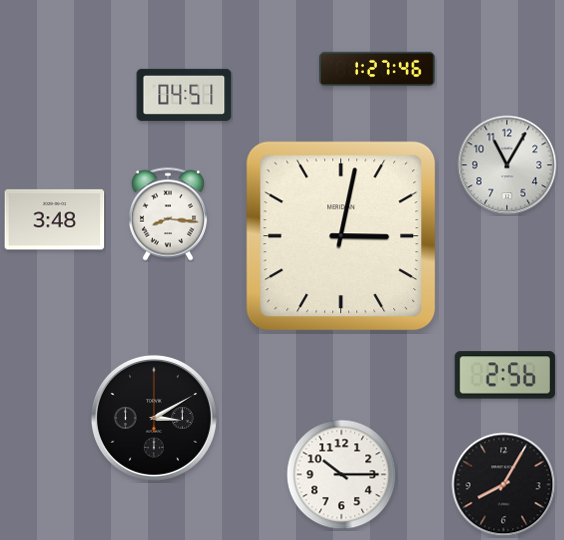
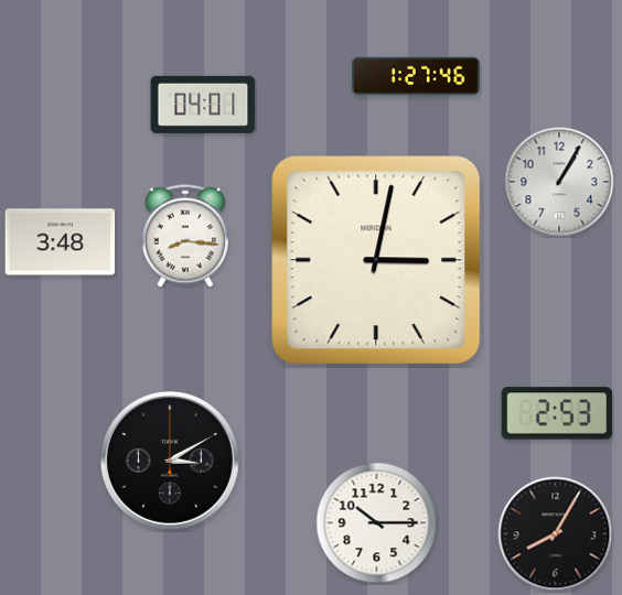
clock at (184, 95): 04:51 -> 04:01
clock at (507, 165): 11:05 -> 1:05
clock at (505, 375): 2:56 -> 2:53
